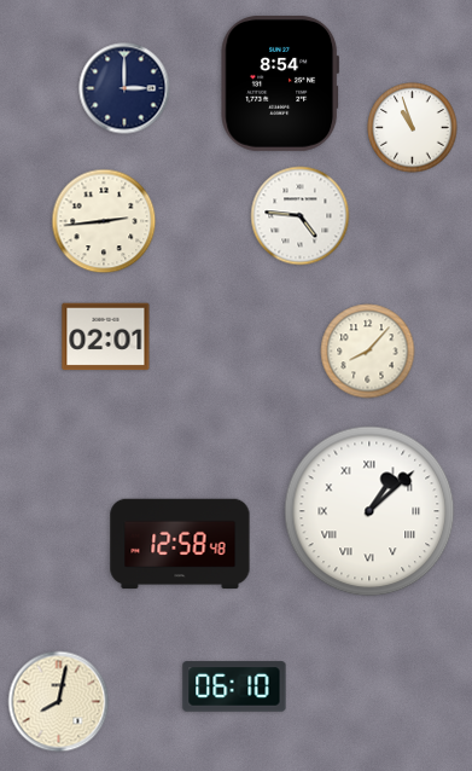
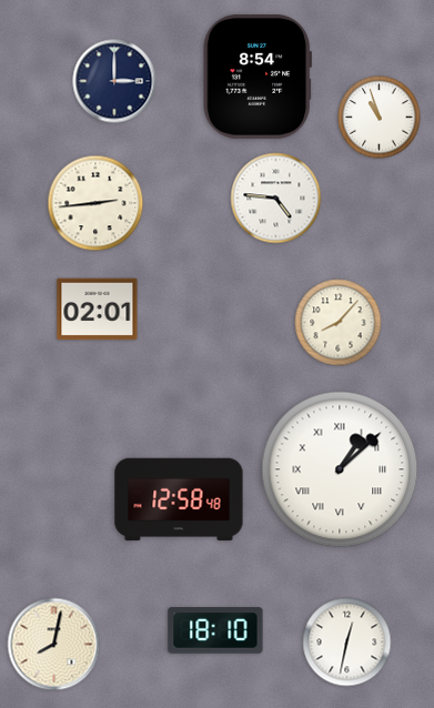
clock at (180, 544) position: (180, 544) -> (179, 499)
clock at (234, 686): 06:10 -> 18:10
clock at (347, 643): none -> 12:32
